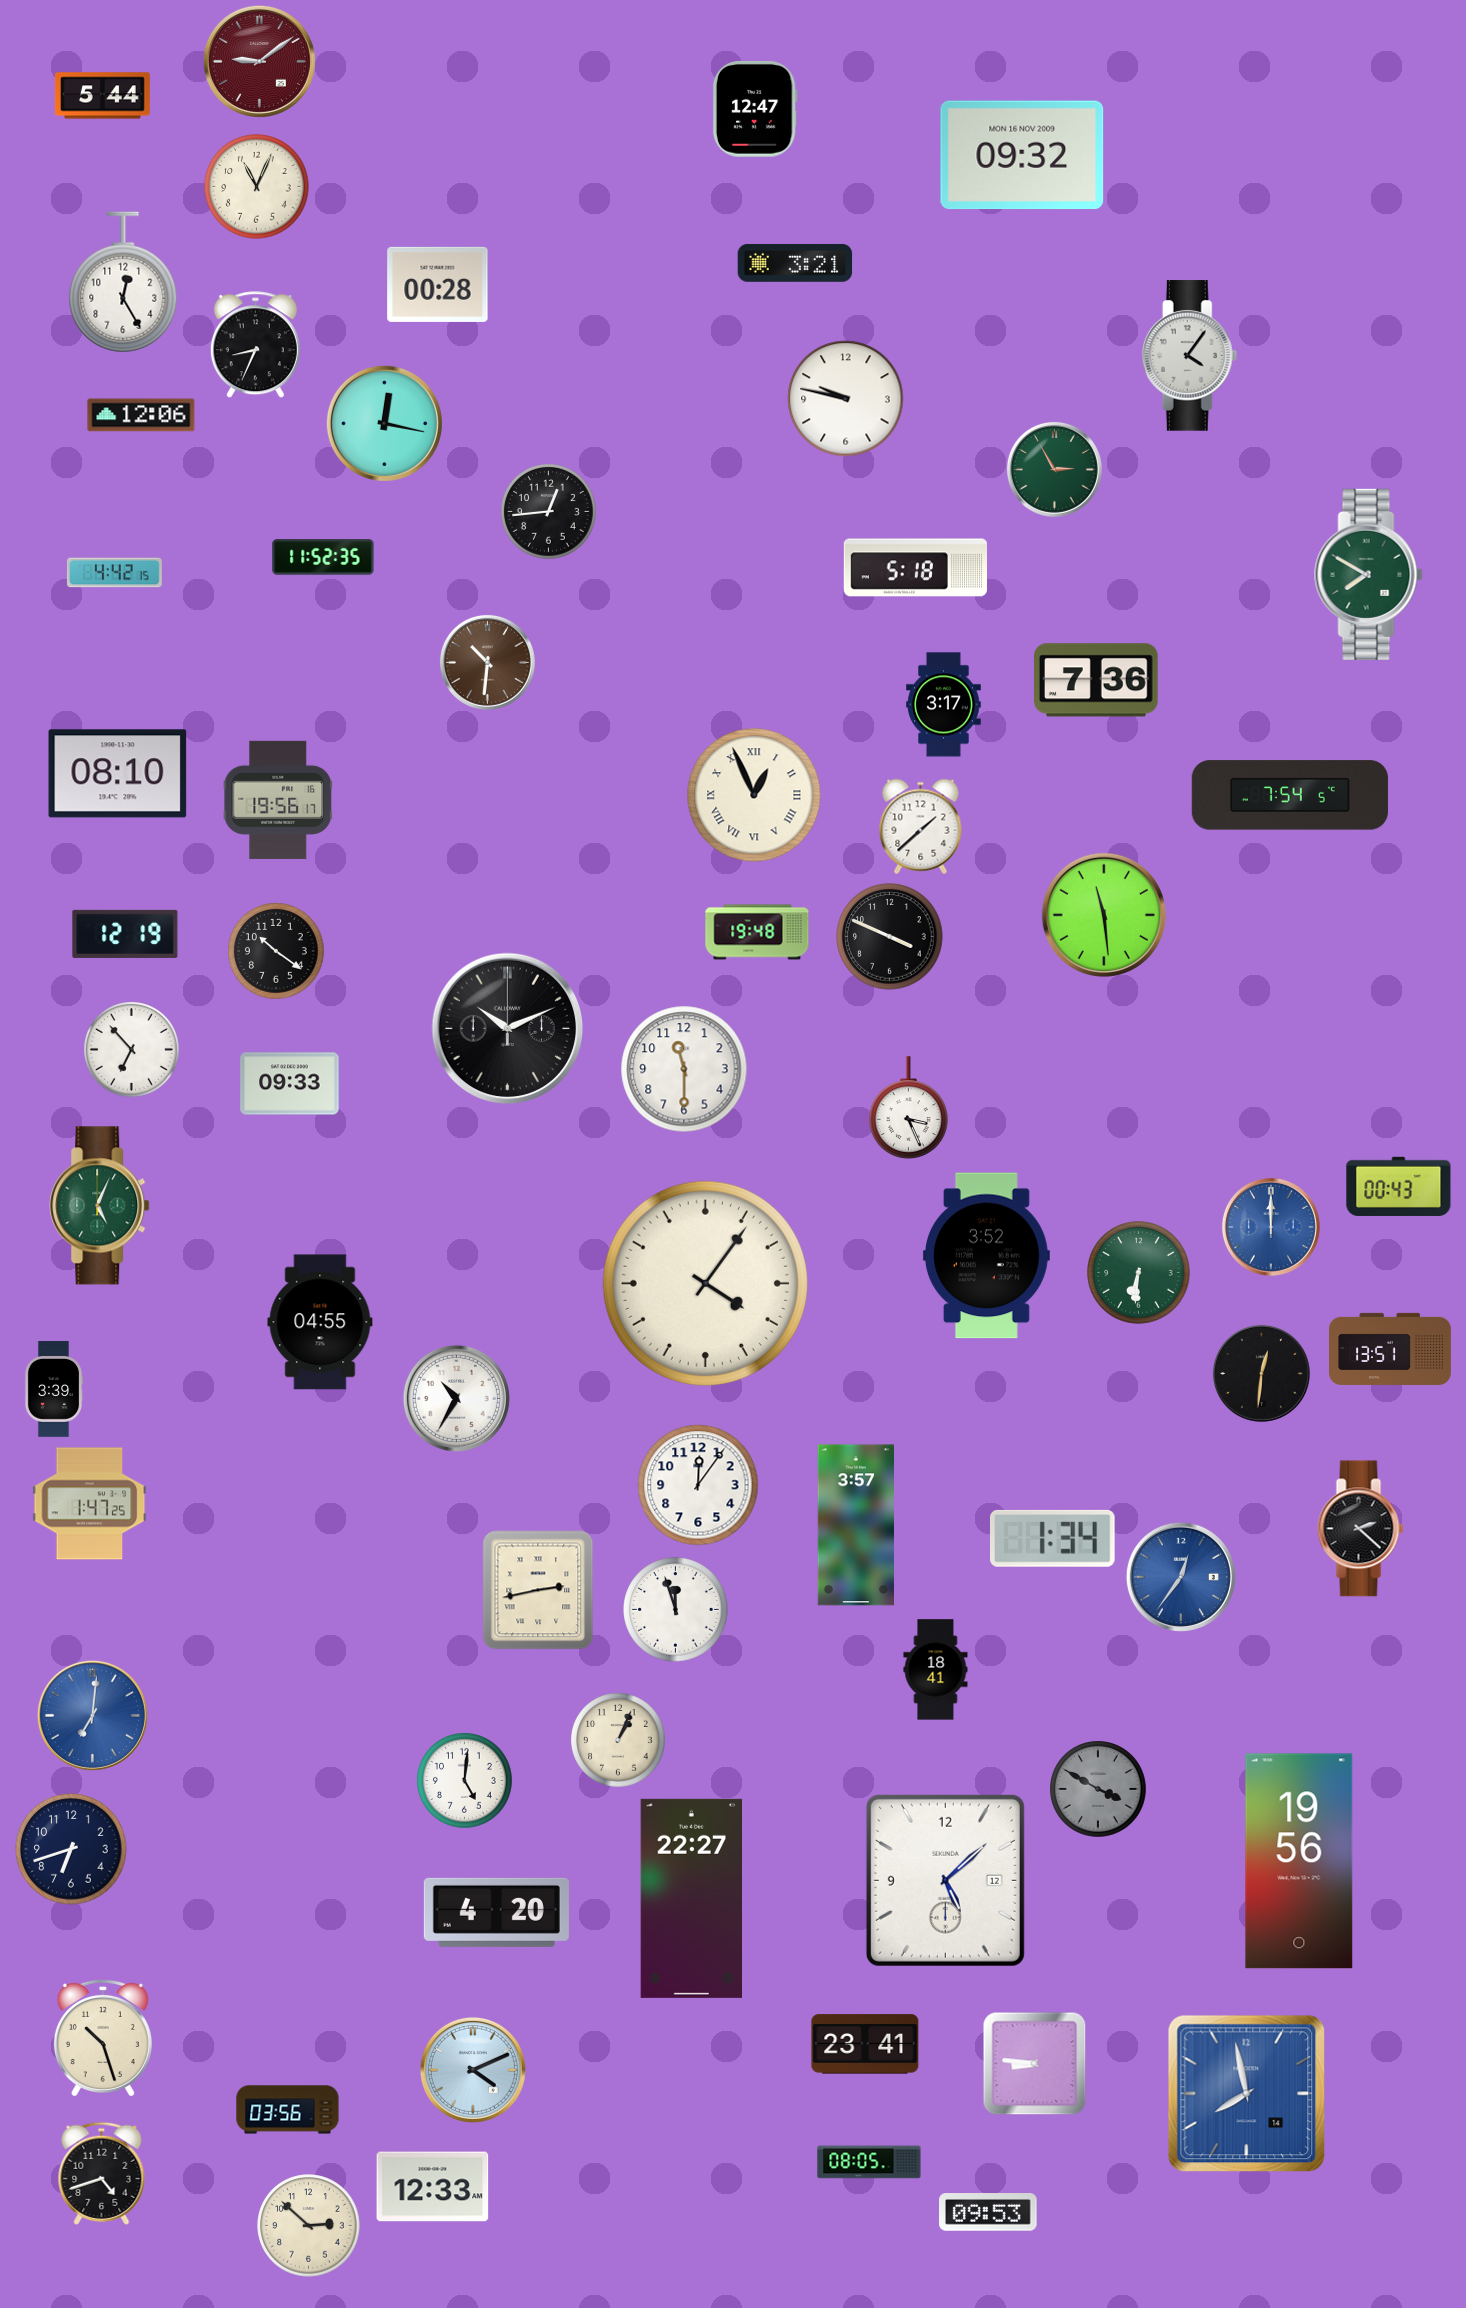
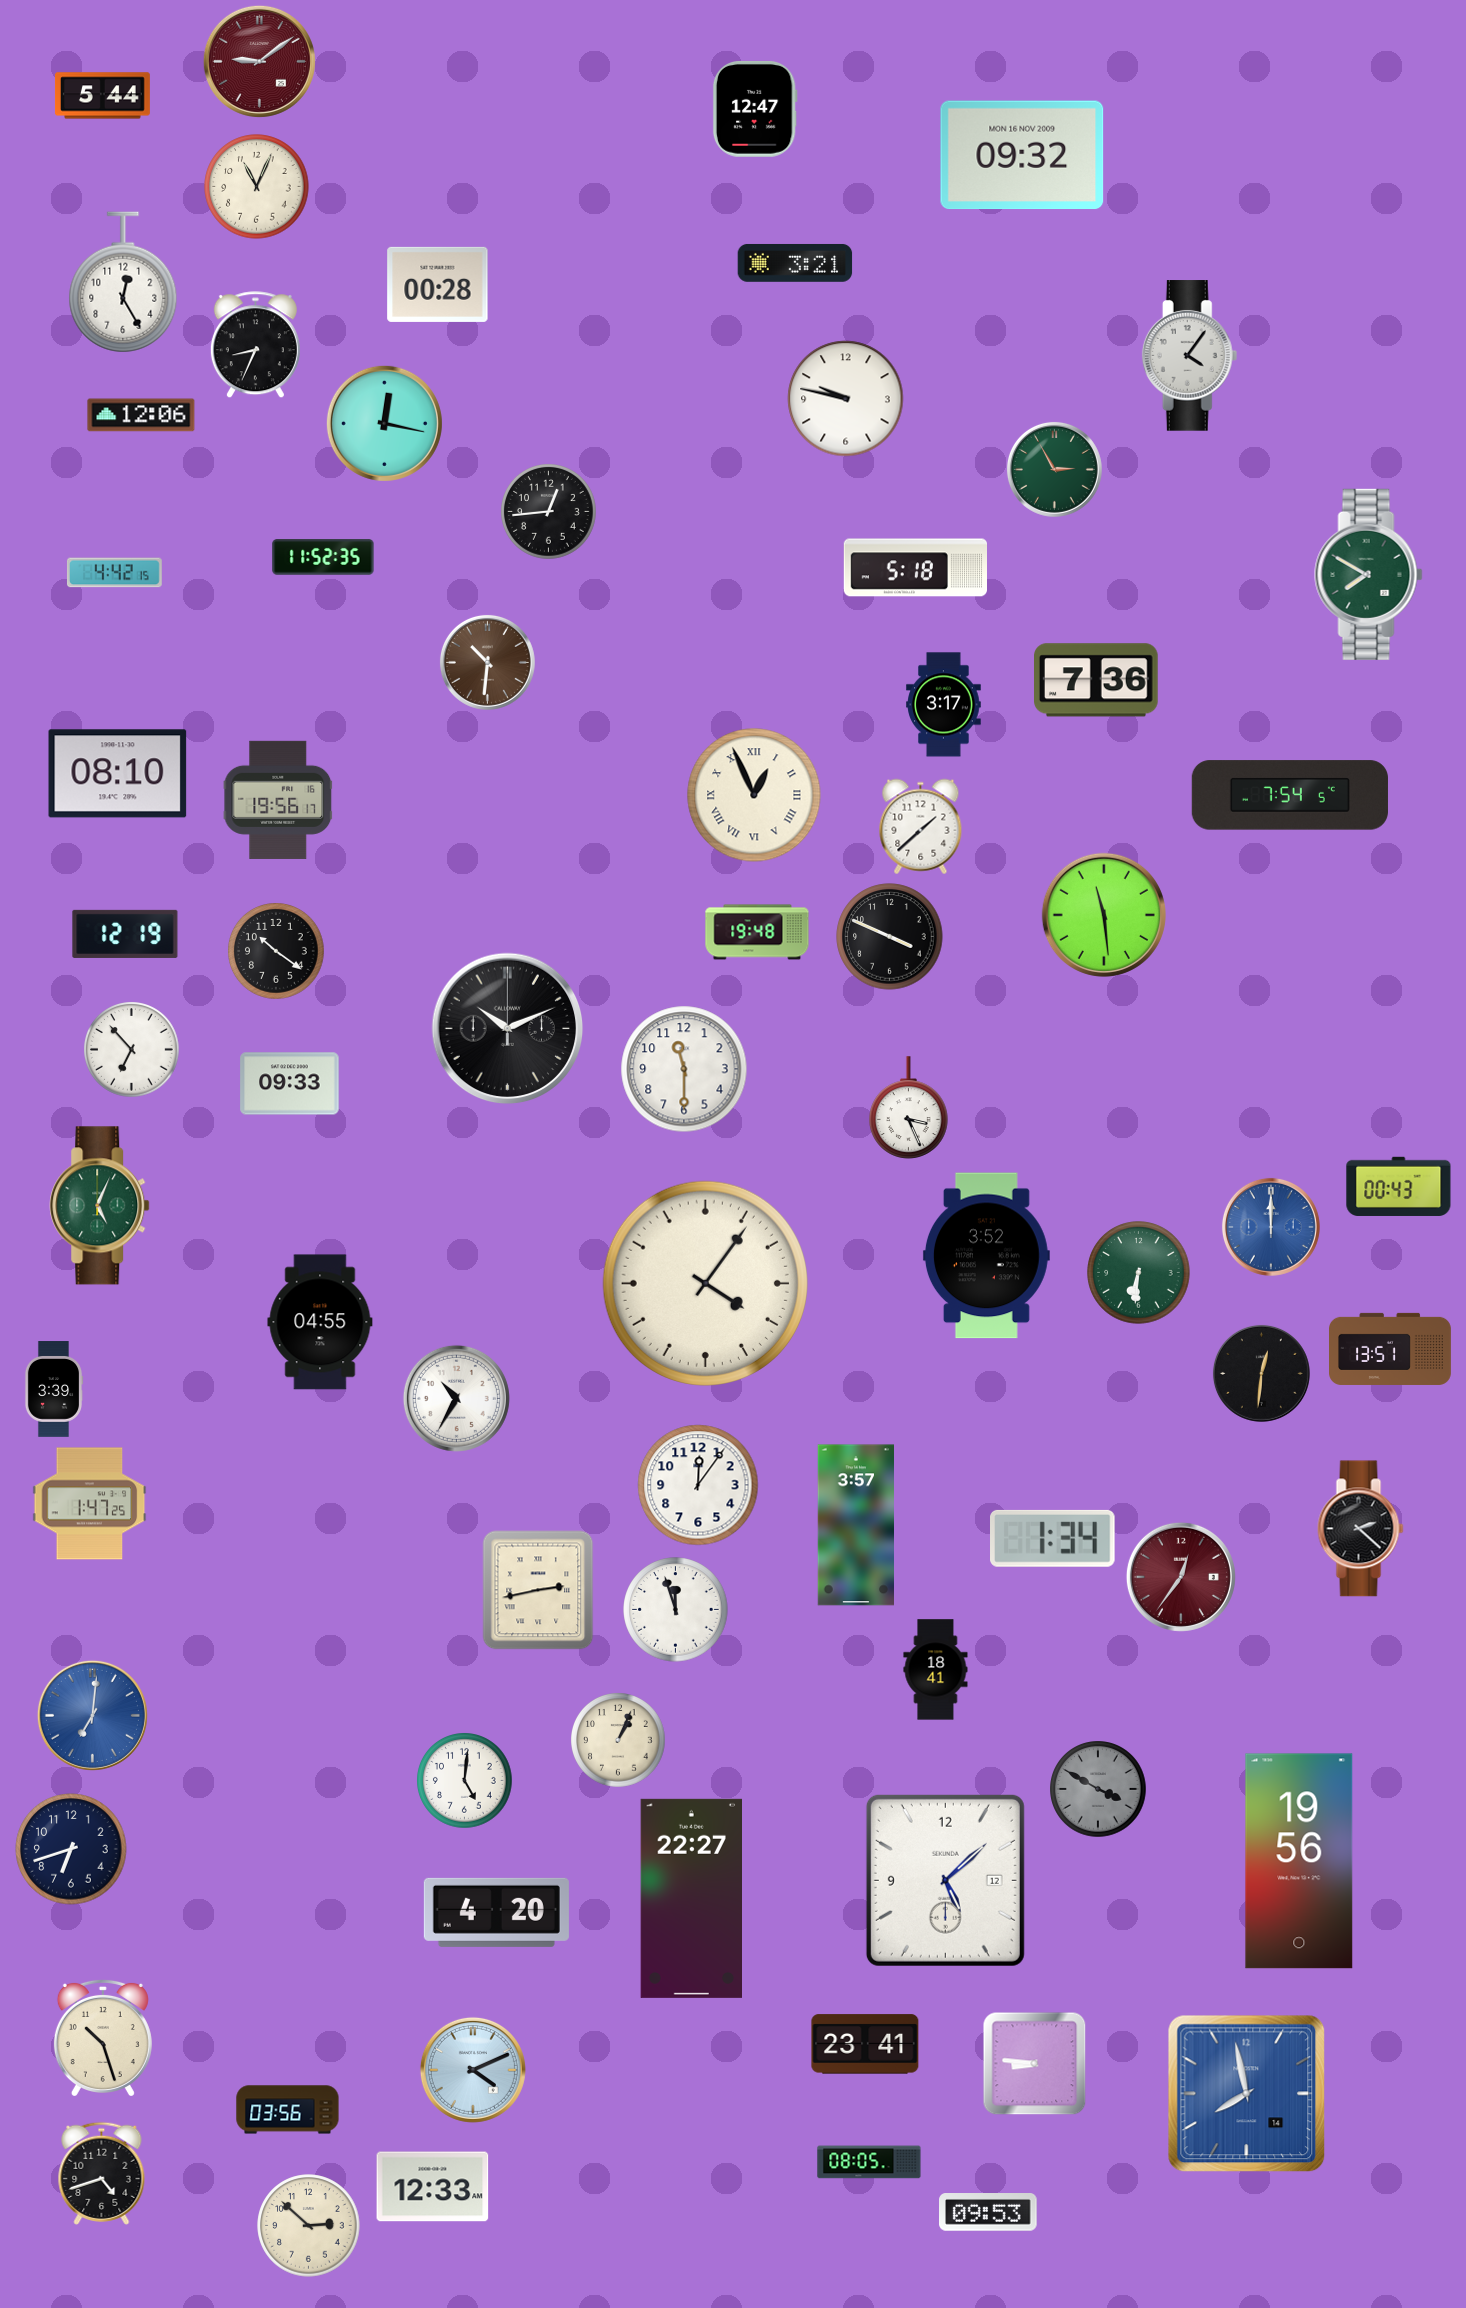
clock at (1181, 1577) dial: blue -> burgundy
